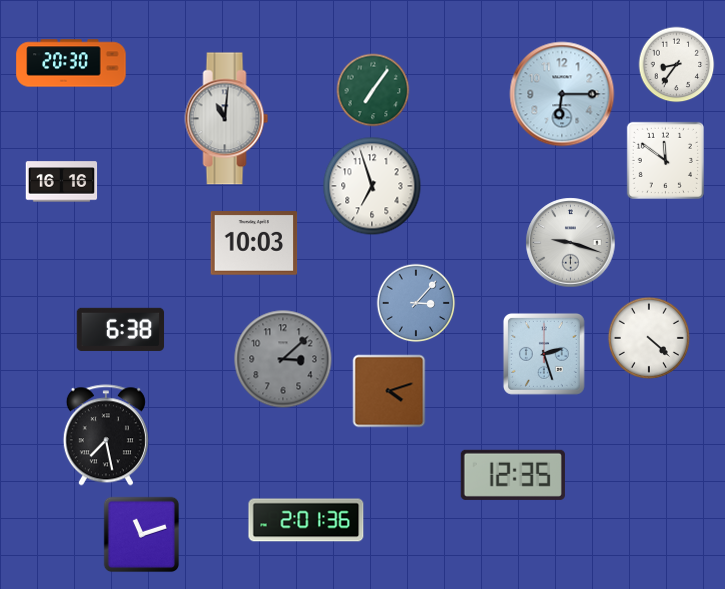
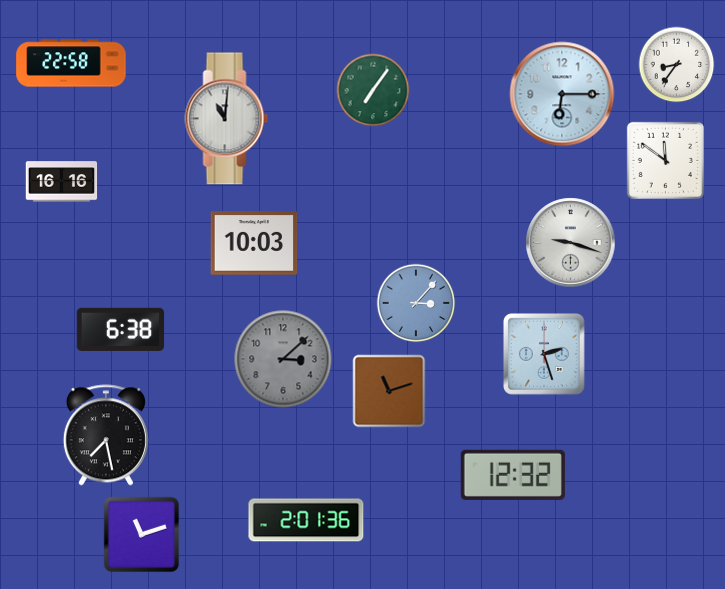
clock at (71, 63): 20:30 -> 22:58
clock at (372, 186): 6:57 -> none
clock at (649, 338): 4:22 -> none
clock at (389, 391): 4:12 -> 11:12
clock at (513, 475): 12:35 -> 12:32
